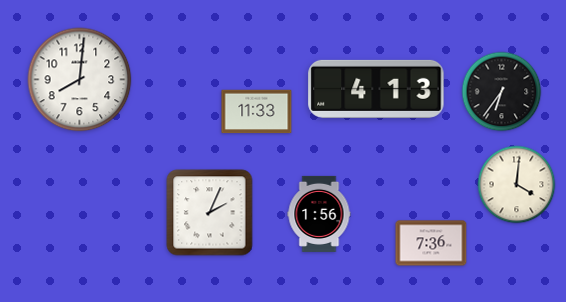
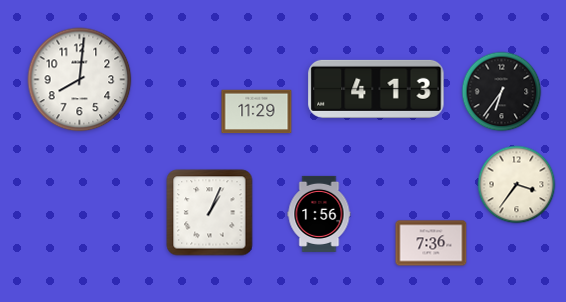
clock at (257, 112): 11:33 -> 11:29
clock at (517, 185): 4:01 -> 3:36
clock at (210, 213): 2:04 -> 1:04
